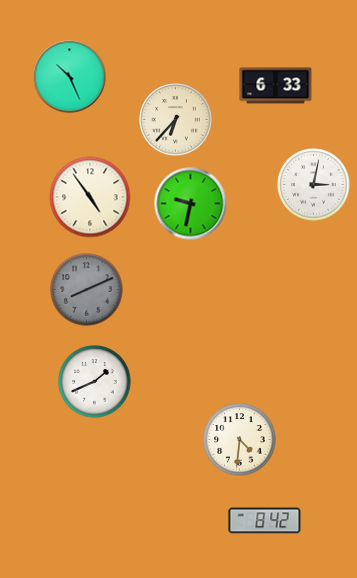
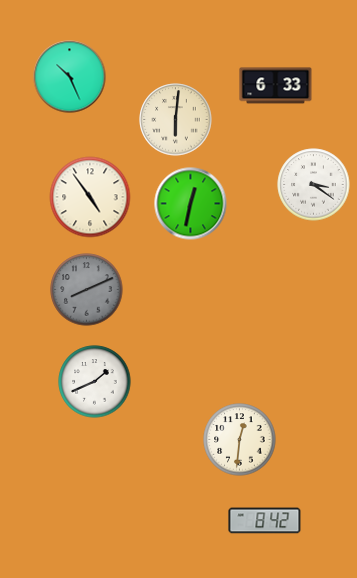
clock at (176, 120): 6:37 -> 6:01
clock at (314, 185): 3:02 -> 3:21
clock at (191, 204): 9:32 -> 12:32
clock at (240, 440): 4:31 -> 12:31
